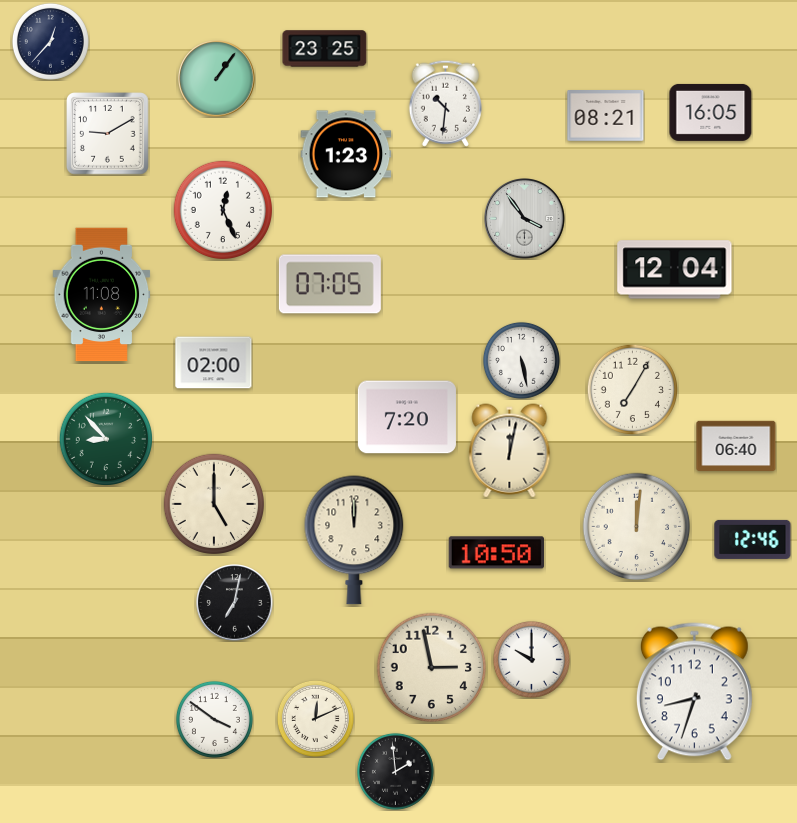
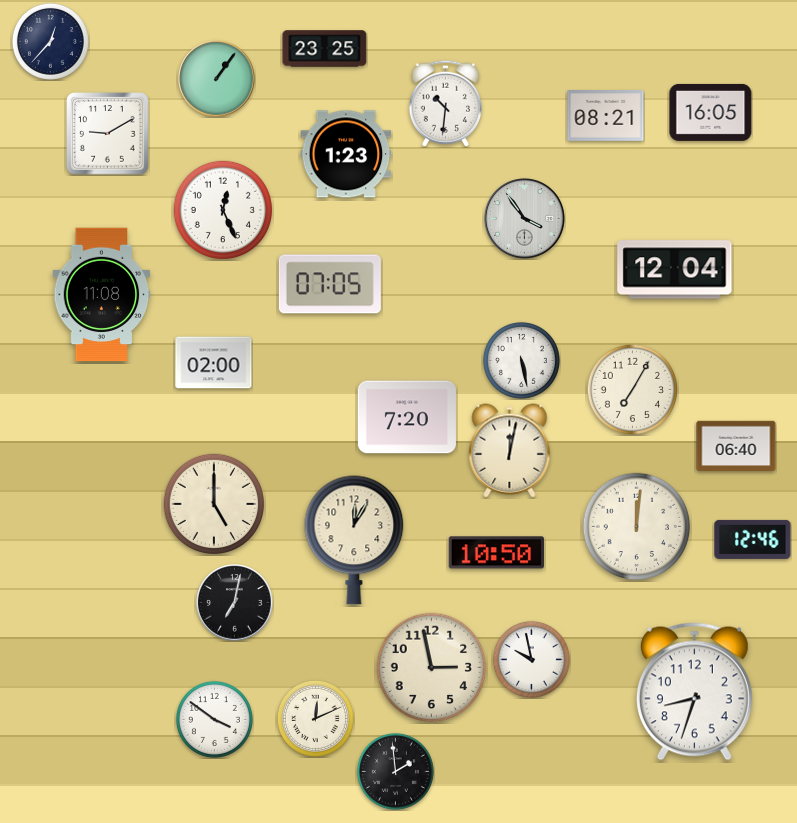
clock at (106, 439): 8:53 -> none
clock at (354, 540): 12:00 -> 12:05
clock at (531, 659): 10:00 -> 9:58
